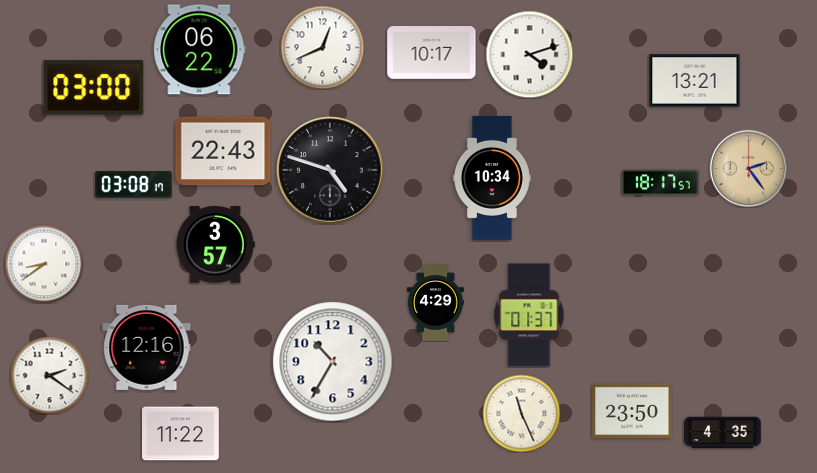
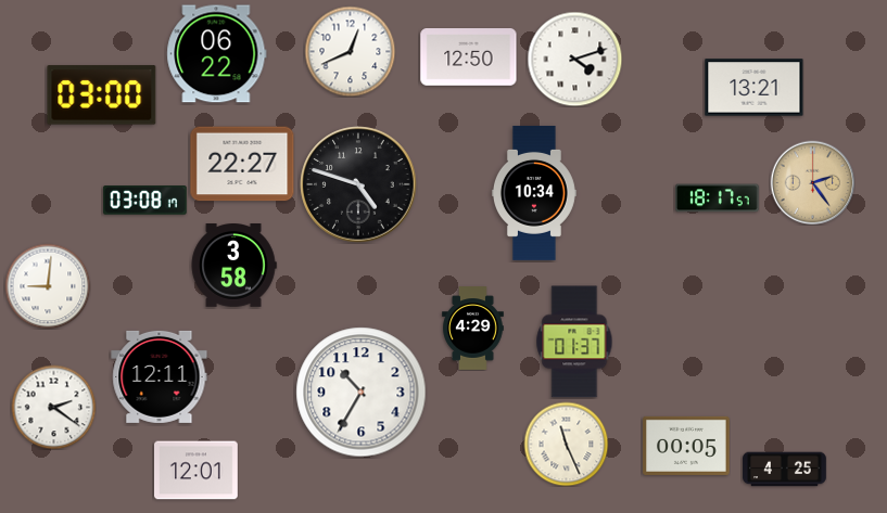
clock at (432, 53): 10:17 -> 12:50
clock at (223, 151): 22:43 -> 22:27
clock at (215, 245): 3:57 -> 3:58
clock at (44, 264): 8:39 -> 9:01
clock at (147, 347): 12:16 -> 12:11
clock at (632, 411): 23:50 -> 00:05
clock at (521, 413) position: (521, 413) -> (566, 444)
clock at (723, 433): 4:35 -> 4:25
clock at (181, 434): 11:22 -> 12:01
